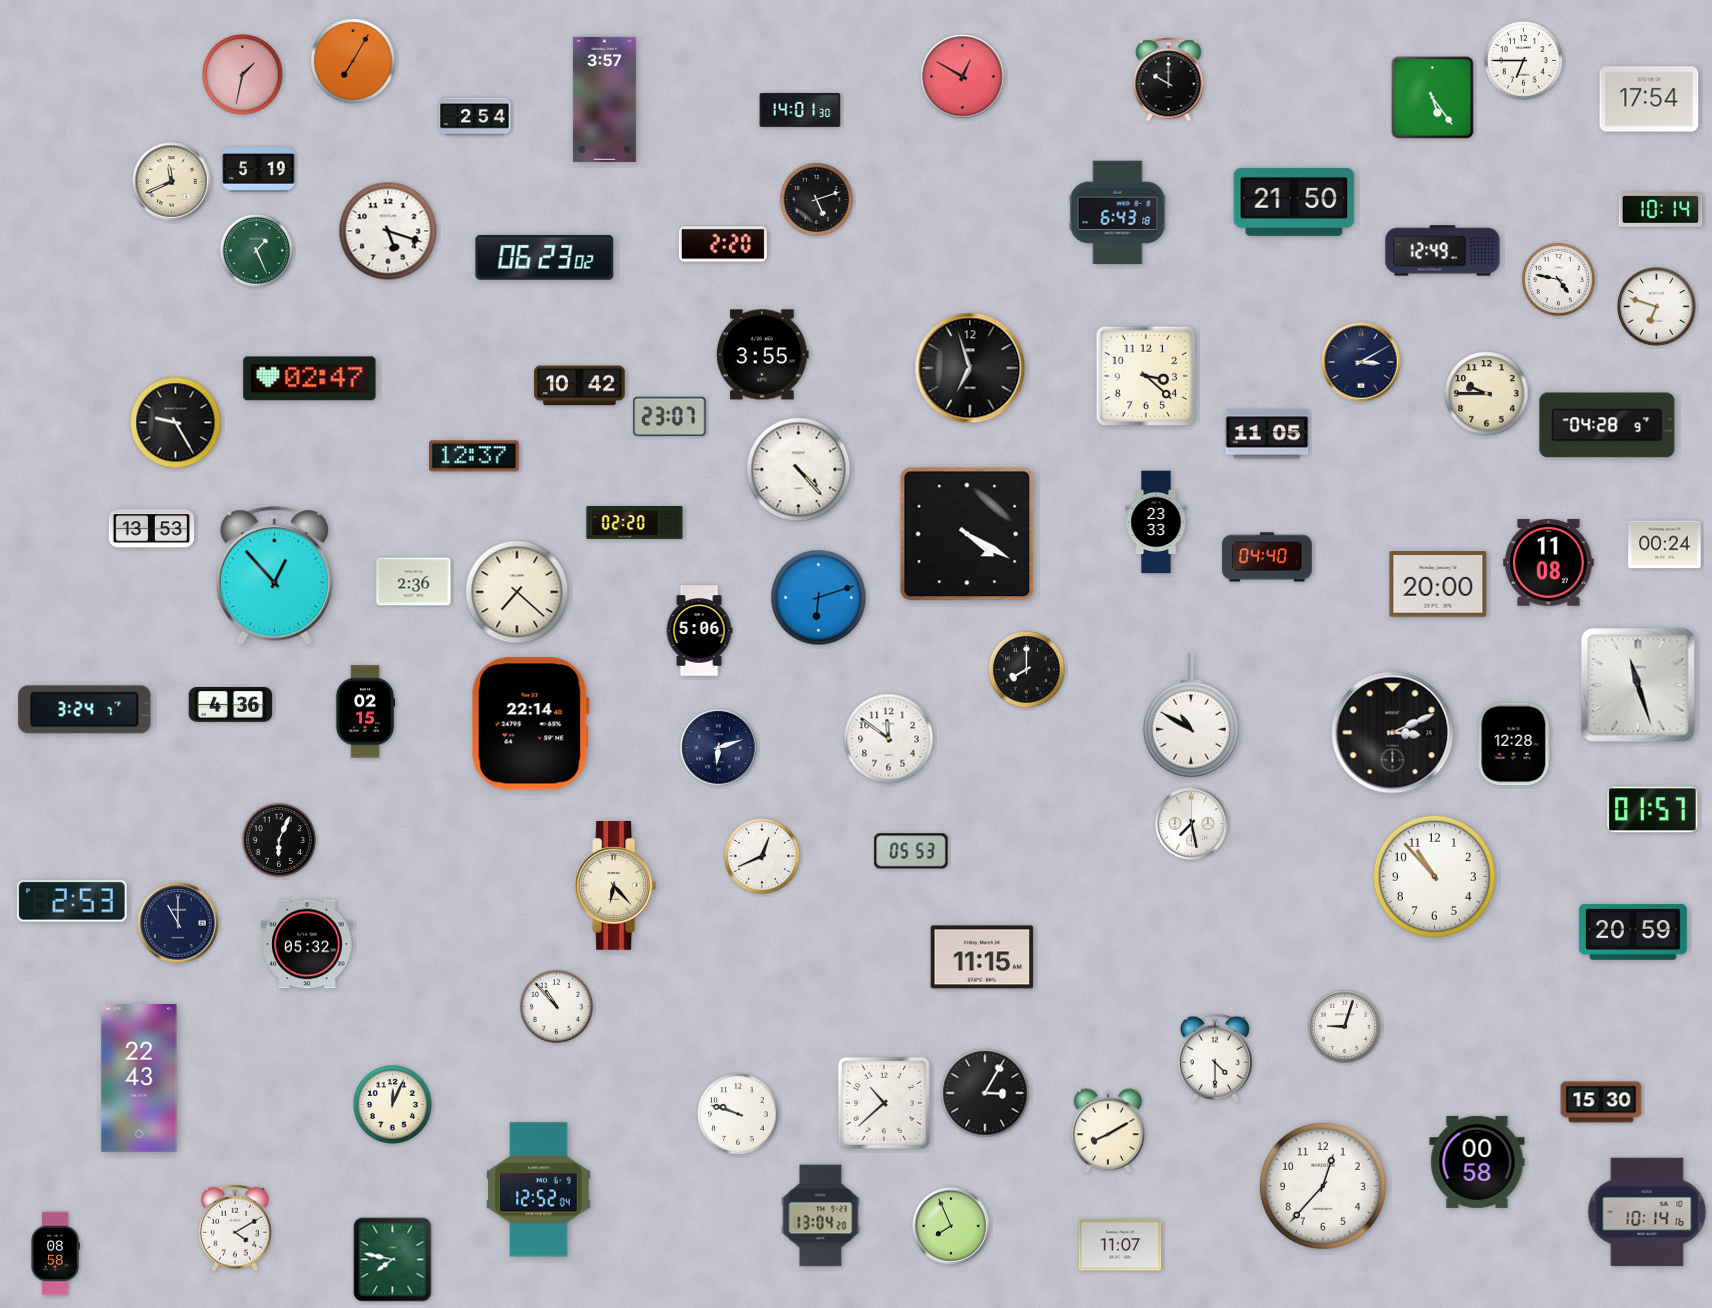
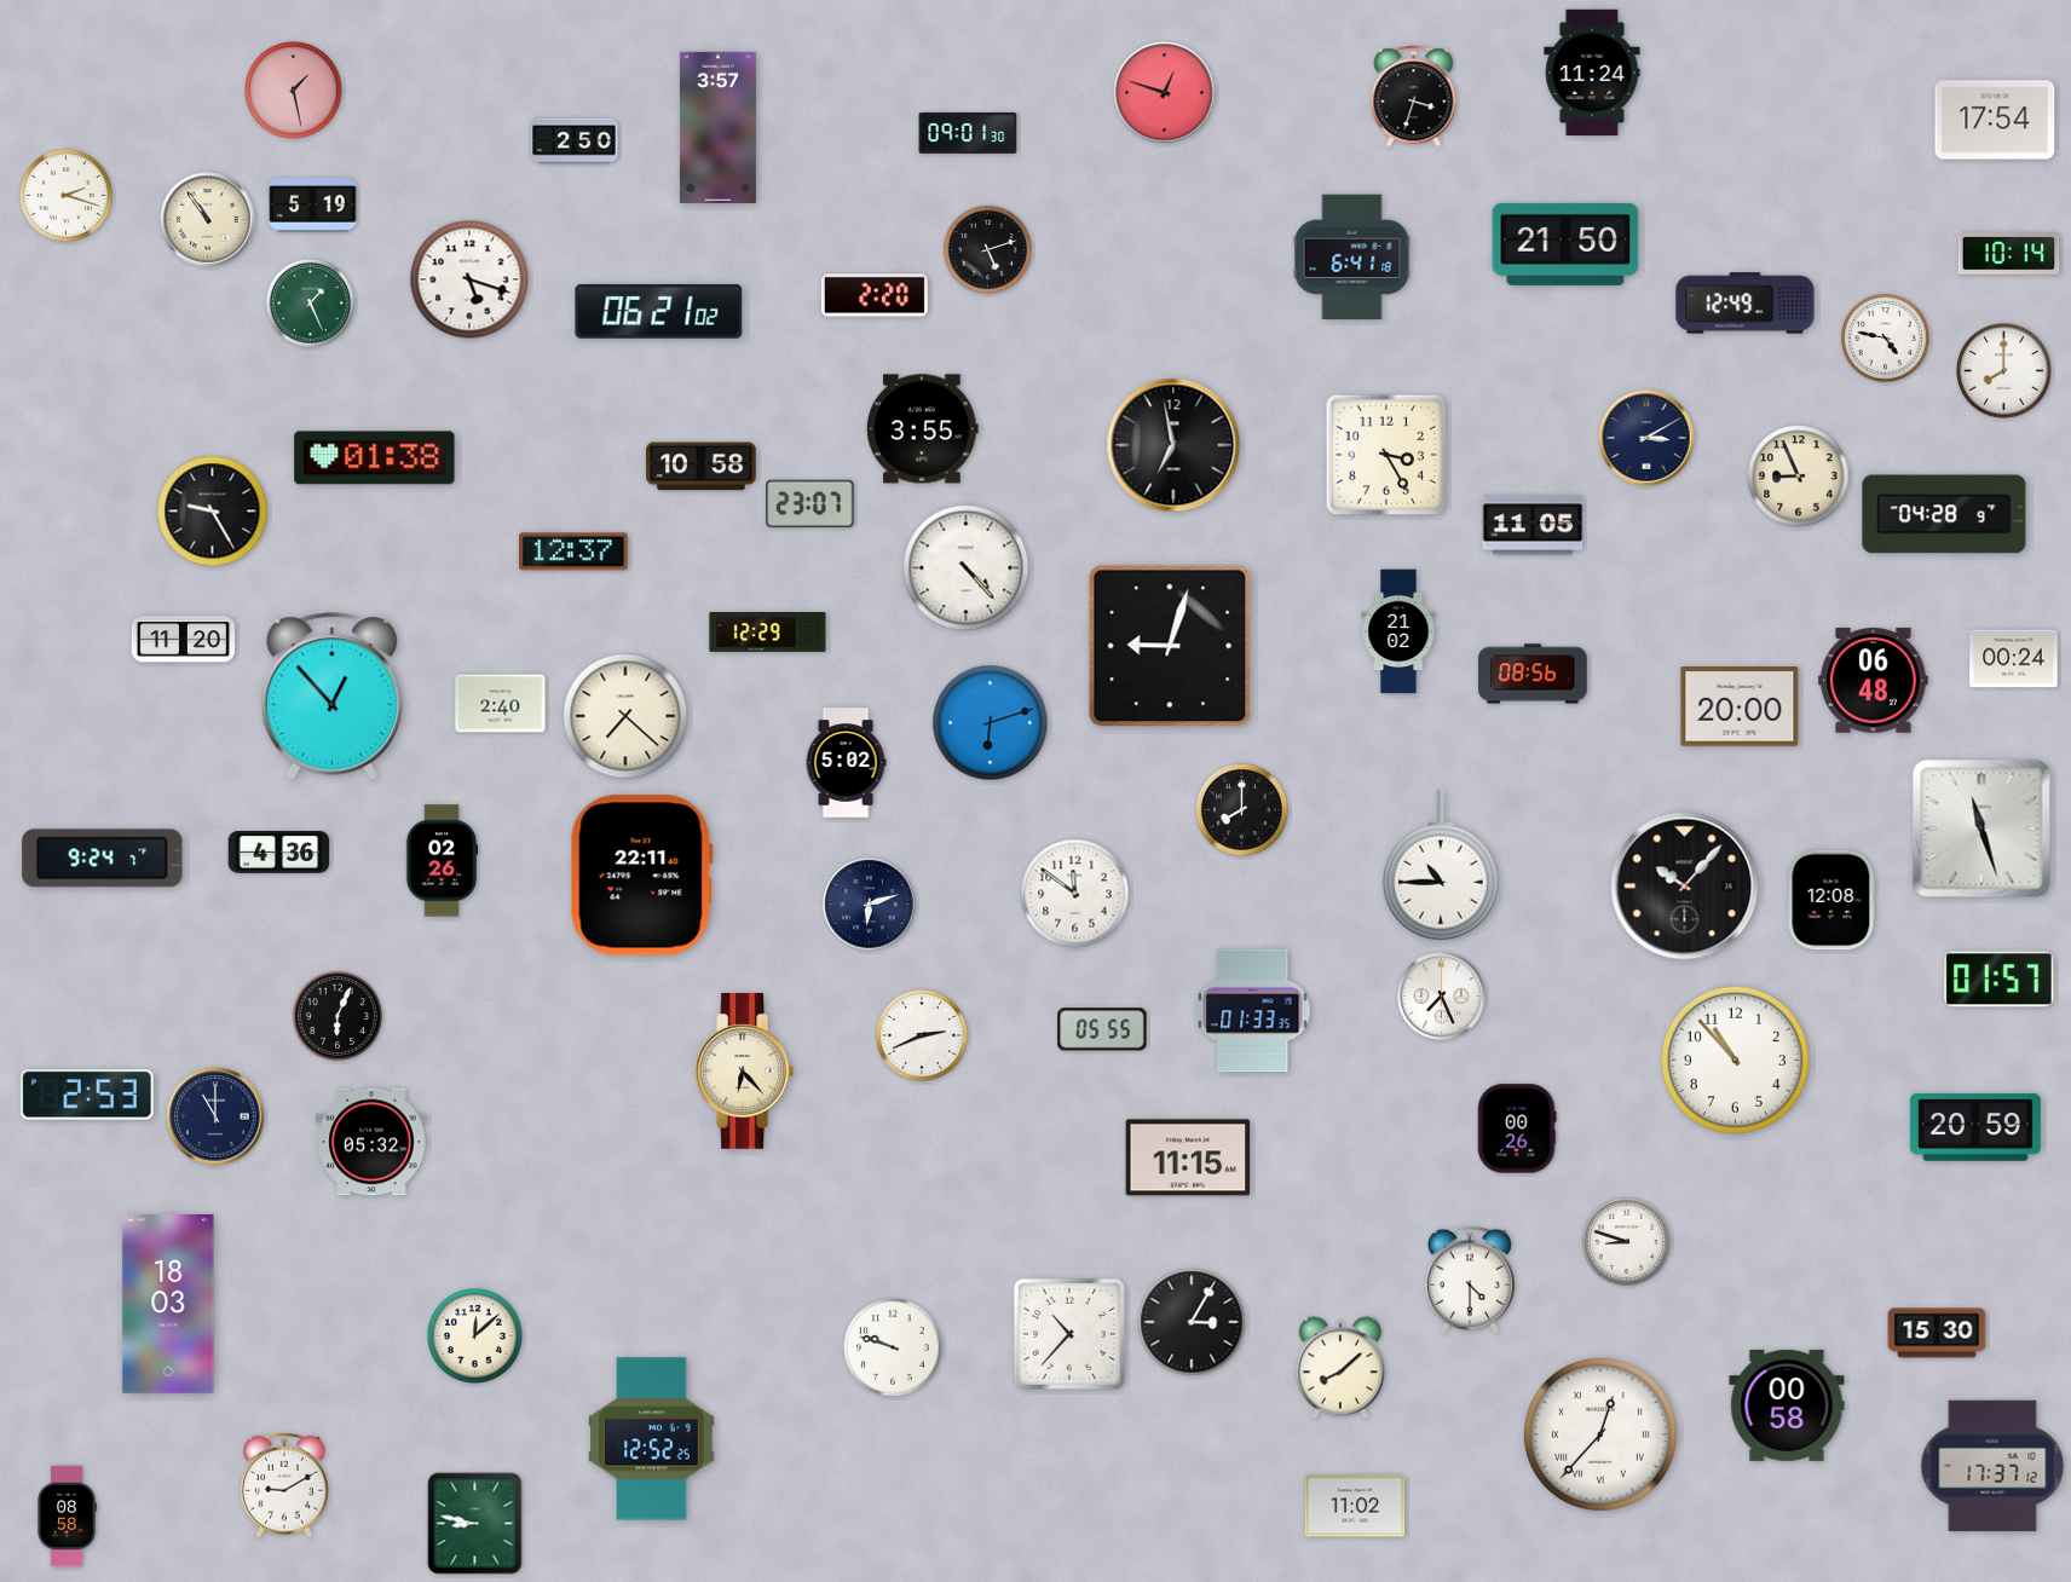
clock at (1592, 73): none -> 11:24
clock at (353, 61): 7:05 -> none
clock at (1524, 61): 6:45 -> none
clock at (243, 75): 1:32 -> 1:28
clock at (963, 77): 12:50 -> 12:48
clock at (1169, 80): 10:00 -> 3:33
clock at (1433, 98): 5:24 -> none
clock at (604, 99) position: (604, 99) -> (717, 127)
clock at (800, 110): 14:01 -> 09:01
clock at (475, 117): 2:54 -> 2:50
clock at (65, 195): none -> 2:18
clock at (172, 182): 11:41 -> 10:54
clock at (816, 199) position: (816, 199) -> (987, 249)
clock at (1118, 213): 6:43 -> 6:41
clock at (545, 257): 06:23 -> 06:21
clock at (1657, 307): 6:48 -> 8:00
clock at (970, 368): 6:57 -> 6:58
clock at (1146, 376): 3:22 -> 3:25
clock at (310, 379): 02:47 -> 01:38
clock at (580, 386): 10:42 -> 10:58
clock at (1487, 394): 9:45 -> 8:56
clock at (1156, 522): 23:33 -> 21:02
clock at (635, 523): 02:20 -> 12:29
clock at (152, 529): 13:53 -> 11:20
clock at (967, 534): 4:20 -> 9:03
clock at (1267, 557): 04:40 -> 08:56
clock at (1549, 563): 11:08 -> 06:48
clock at (414, 582): 2:36 -> 2:40
clock at (699, 631): 5:06 -> 5:02
clock at (85, 710): 3:24 -> 9:24
clock at (365, 712): 02:15 -> 02:26
clock at (1191, 715): 10:50 -> 10:45
clock at (530, 724): 22:14 -> 22:11
clock at (1393, 733): 3:11 -> 10:07
clock at (1514, 744): 12:28 -> 12:08
clock at (1192, 824): 7:28 -> 7:26
clock at (1253, 1011): none -> 01:33
clock at (911, 851): 05:53 -> 05:55
clock at (762, 856): 12:41 -> 2:41
clock at (72, 901) position: (72, 901) -> (87, 1095)
clock at (1517, 1128): none -> 00:26
clock at (556, 1006): 10:53 -> none
clock at (1344, 1026): 9:03 -> 8:48
clock at (139, 1079): 22:43 -> 18:03
clock at (884, 1103): 10:38 -> 10:37
clock at (393, 1105): 12:04 -> 12:08
clock at (1108, 1131): 8:10 -> 8:08
clock at (1323, 1186) numerals: Arabic -> Roman
clock at (539, 1190): 12:52:04 -> 12:52:25
clock at (1647, 1212): 10:14 -> 17:37
clock at (821, 1216): 13:04 -> none
clock at (951, 1226): 7:56 -> none
clock at (236, 1228): 4:10 -> 9:10
clock at (1120, 1245): 11:07 -> 11:02
clock at (393, 1260): 7:47 -> 8:47
